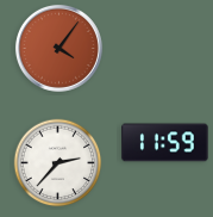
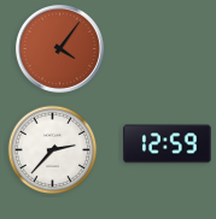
clock at (165, 143): 11:59 -> 12:59
clock at (58, 163) position: (58, 163) -> (53, 150)
